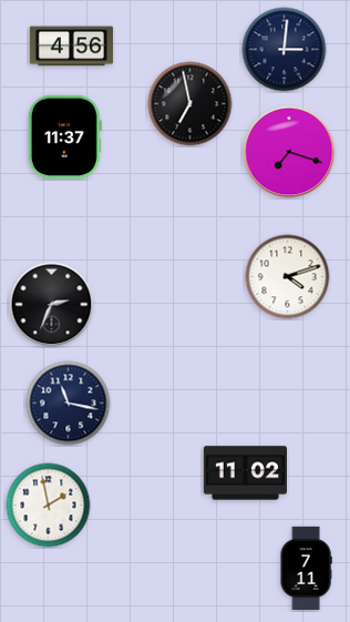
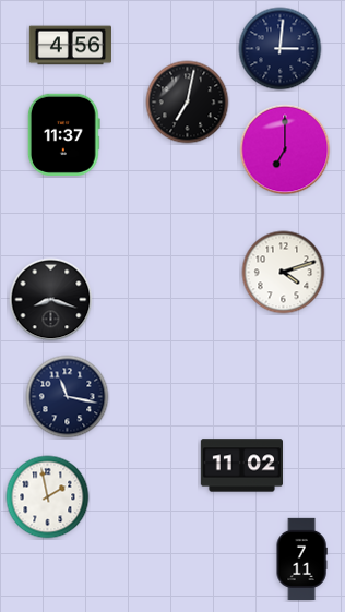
clock at (191, 104): 6:58 -> 7:02
clock at (289, 152): 7:18 -> 7:00
clock at (52, 305): 2:34 -> 8:18
